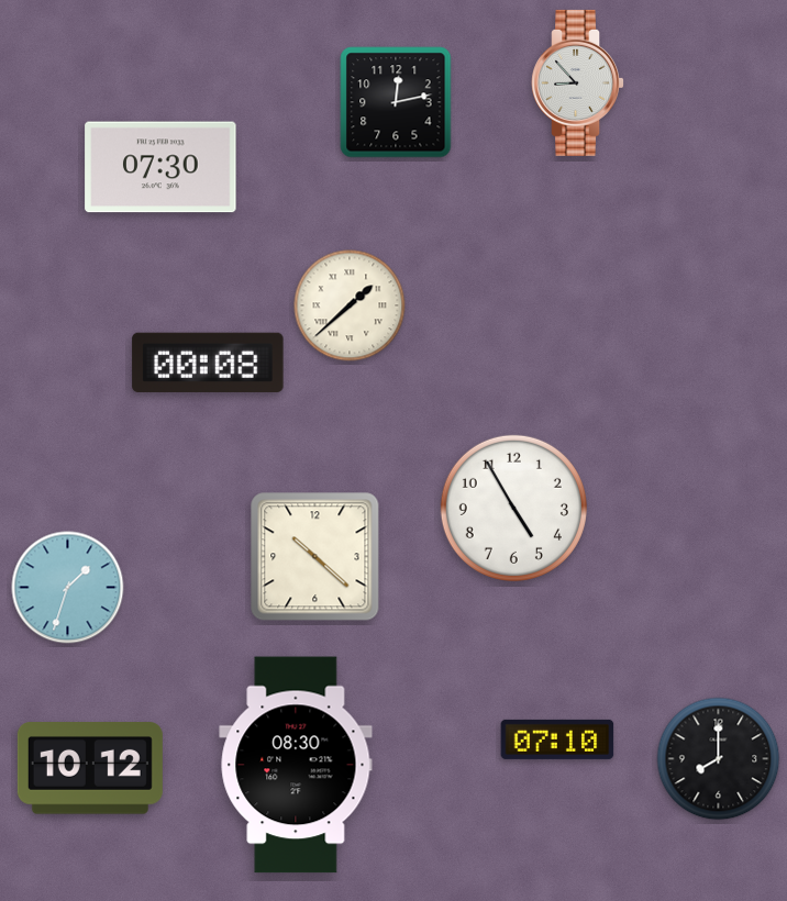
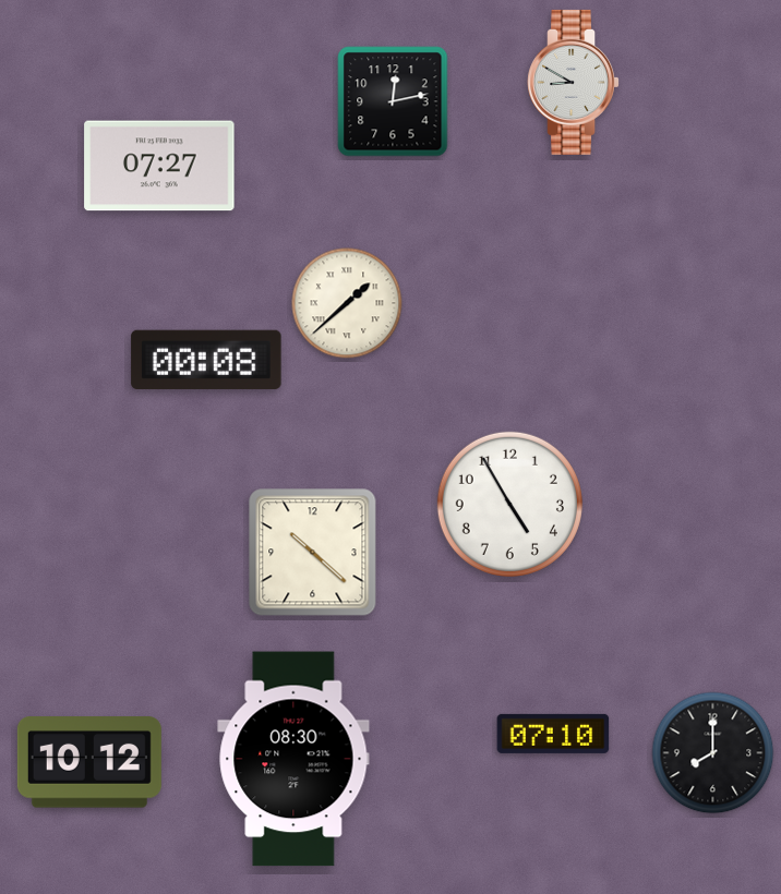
clock at (578, 82): 8:53 -> 8:50
clock at (160, 167): 07:30 -> 07:27
clock at (68, 588): 1:33 -> none
